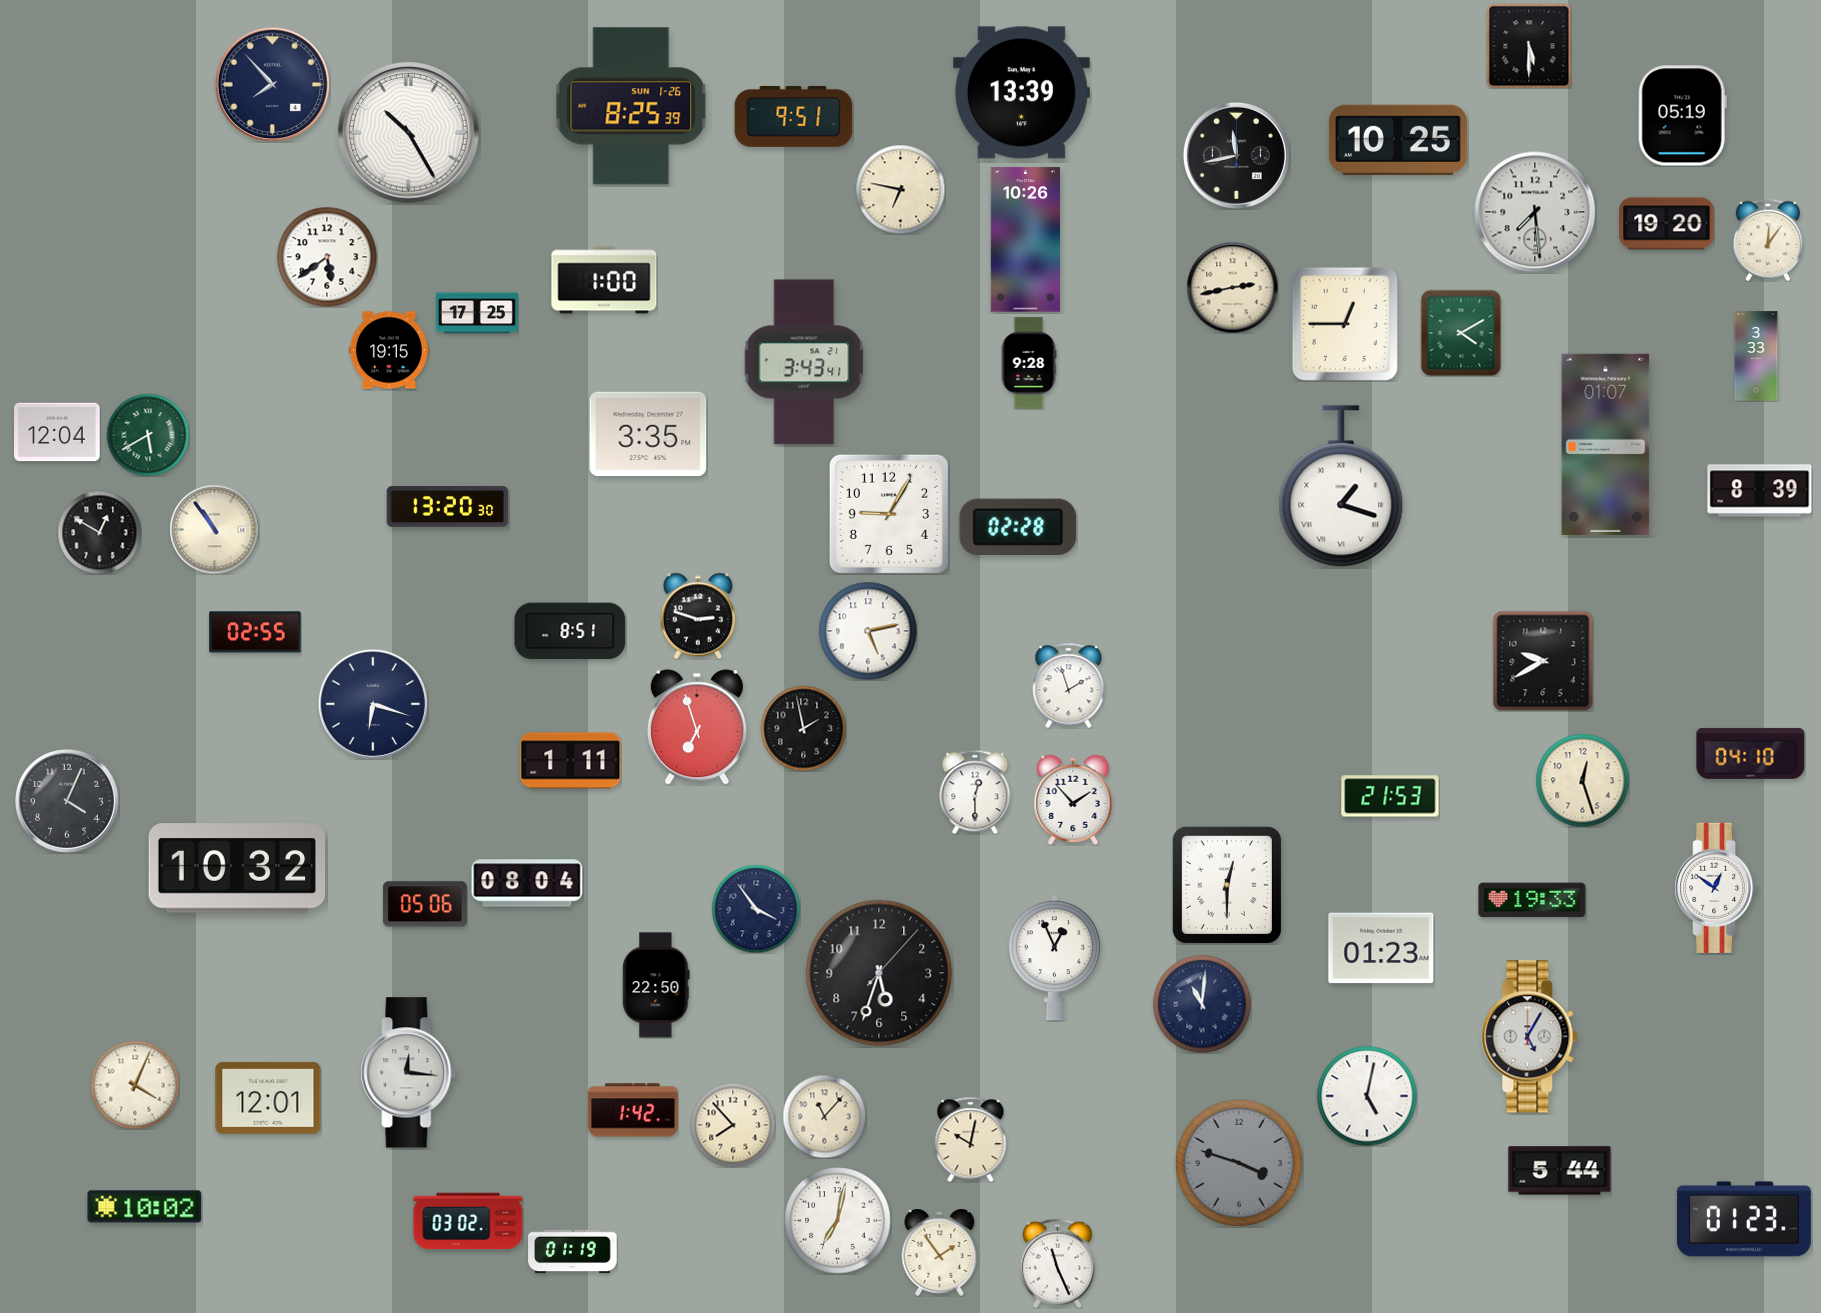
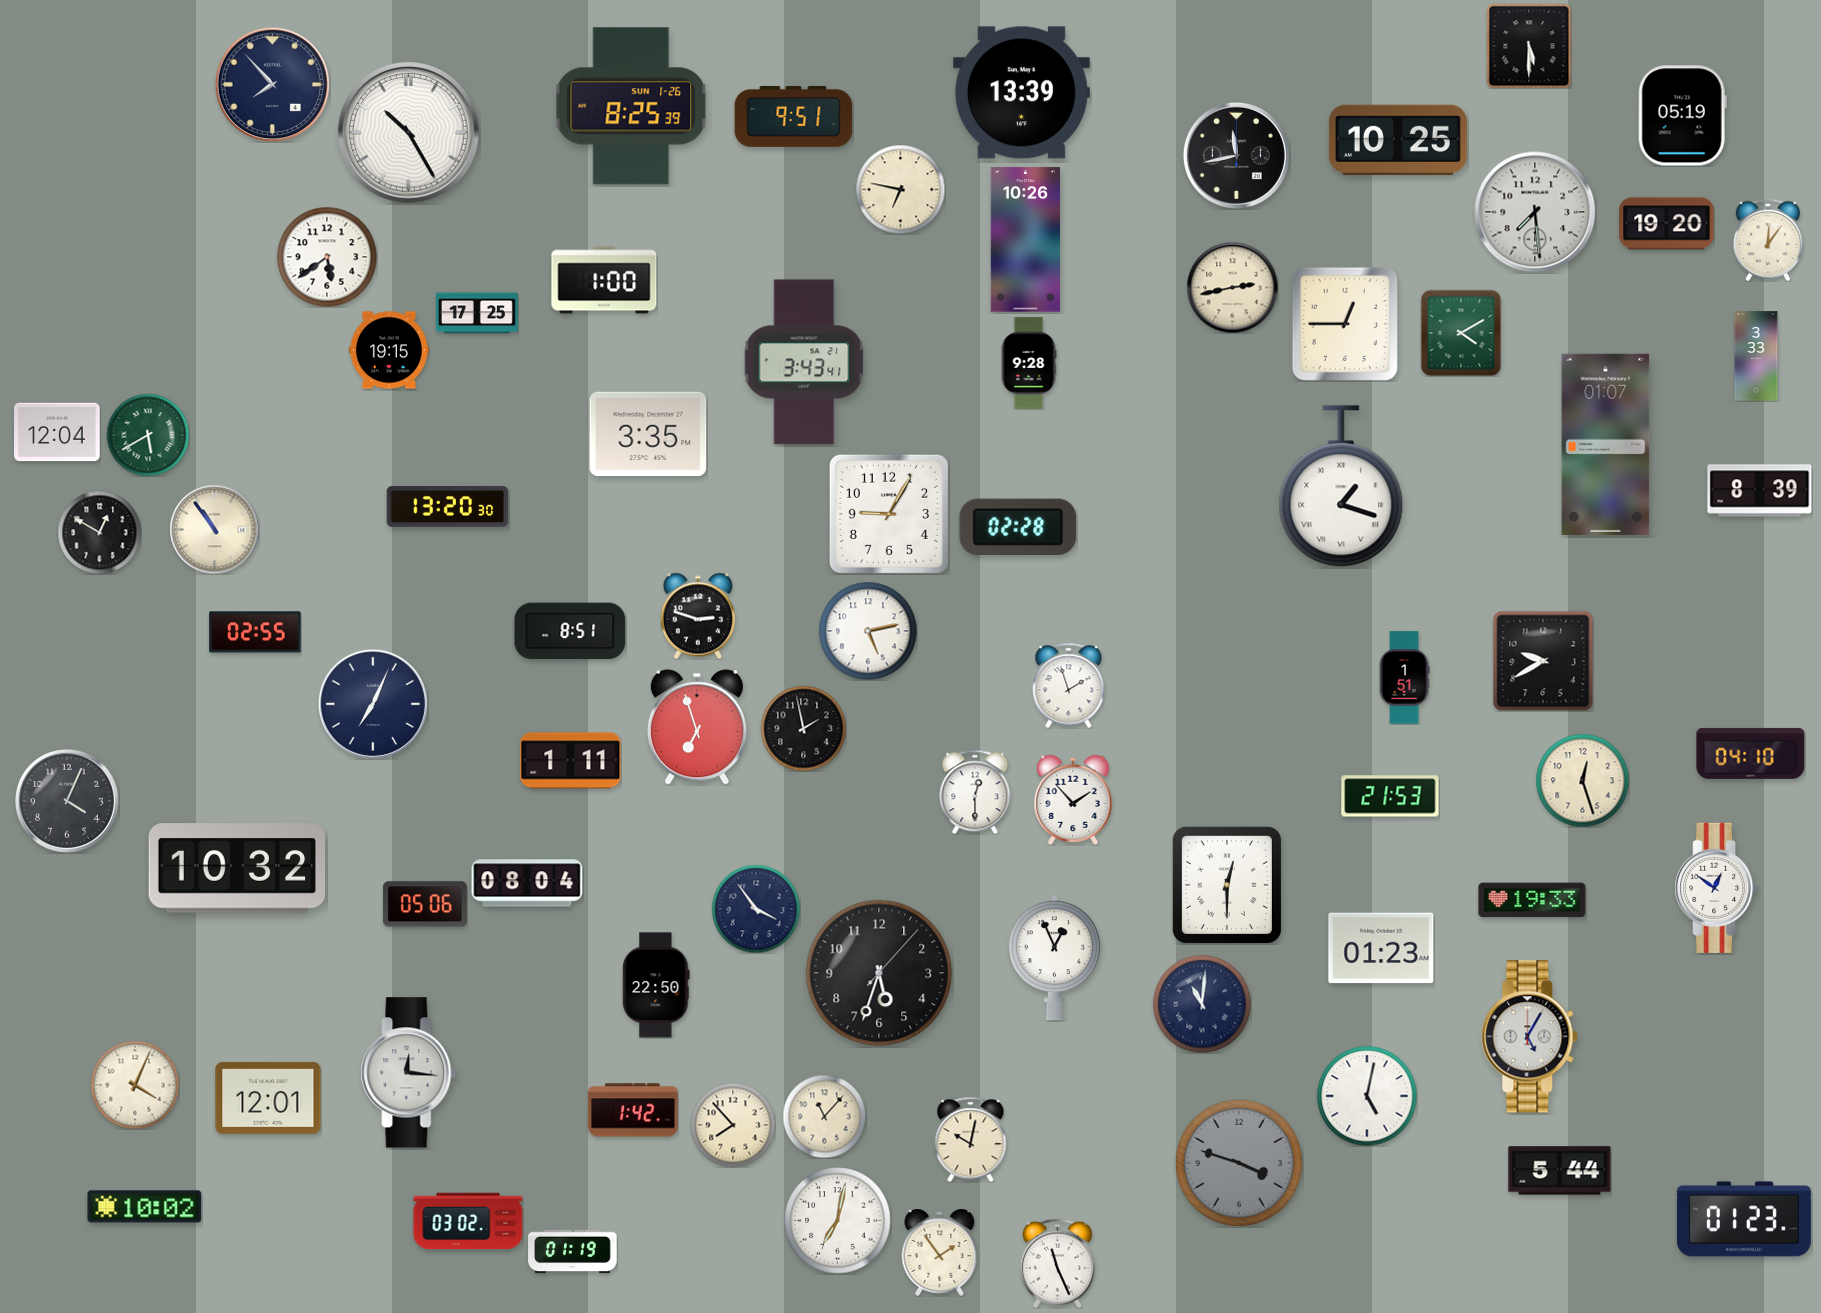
clock at (1404, 678): none -> 1:51
clock at (373, 704): 6:18 -> 7:04
